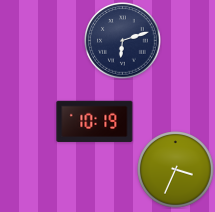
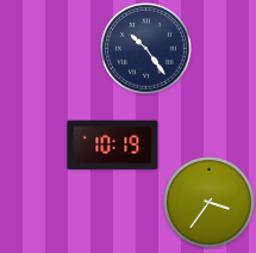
clock at (123, 41): 6:12 -> 10:24
clock at (176, 170): 3:34 -> 3:36
